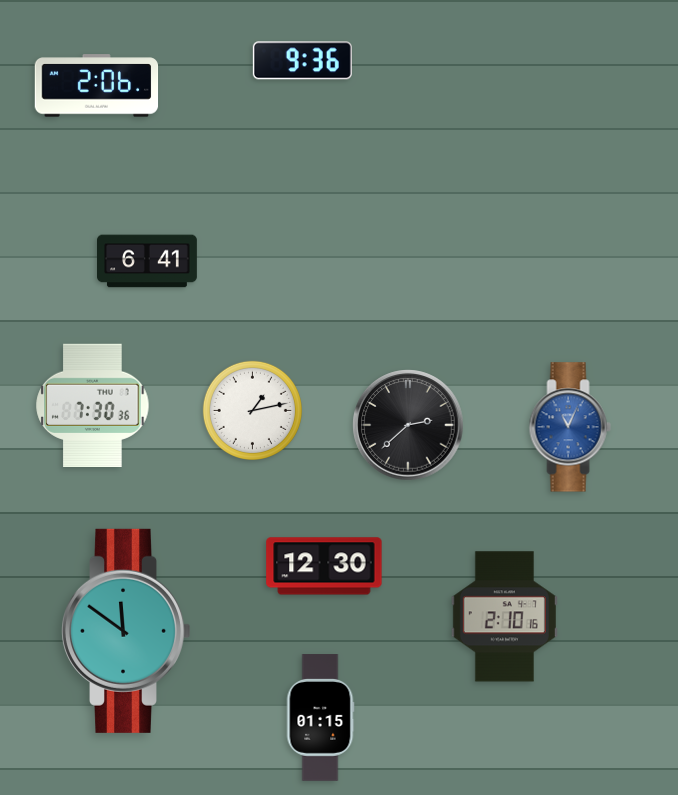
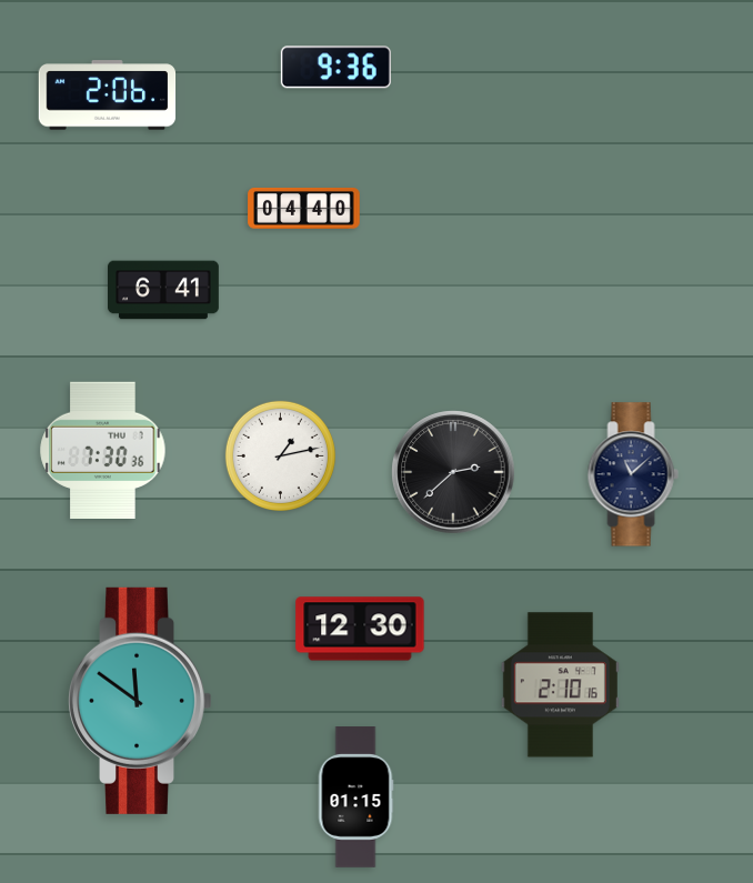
clock at (304, 209): none -> 04:40
clock at (570, 427): 11:04 -> 11:08
clock at (570, 427) dial: blue -> navy
